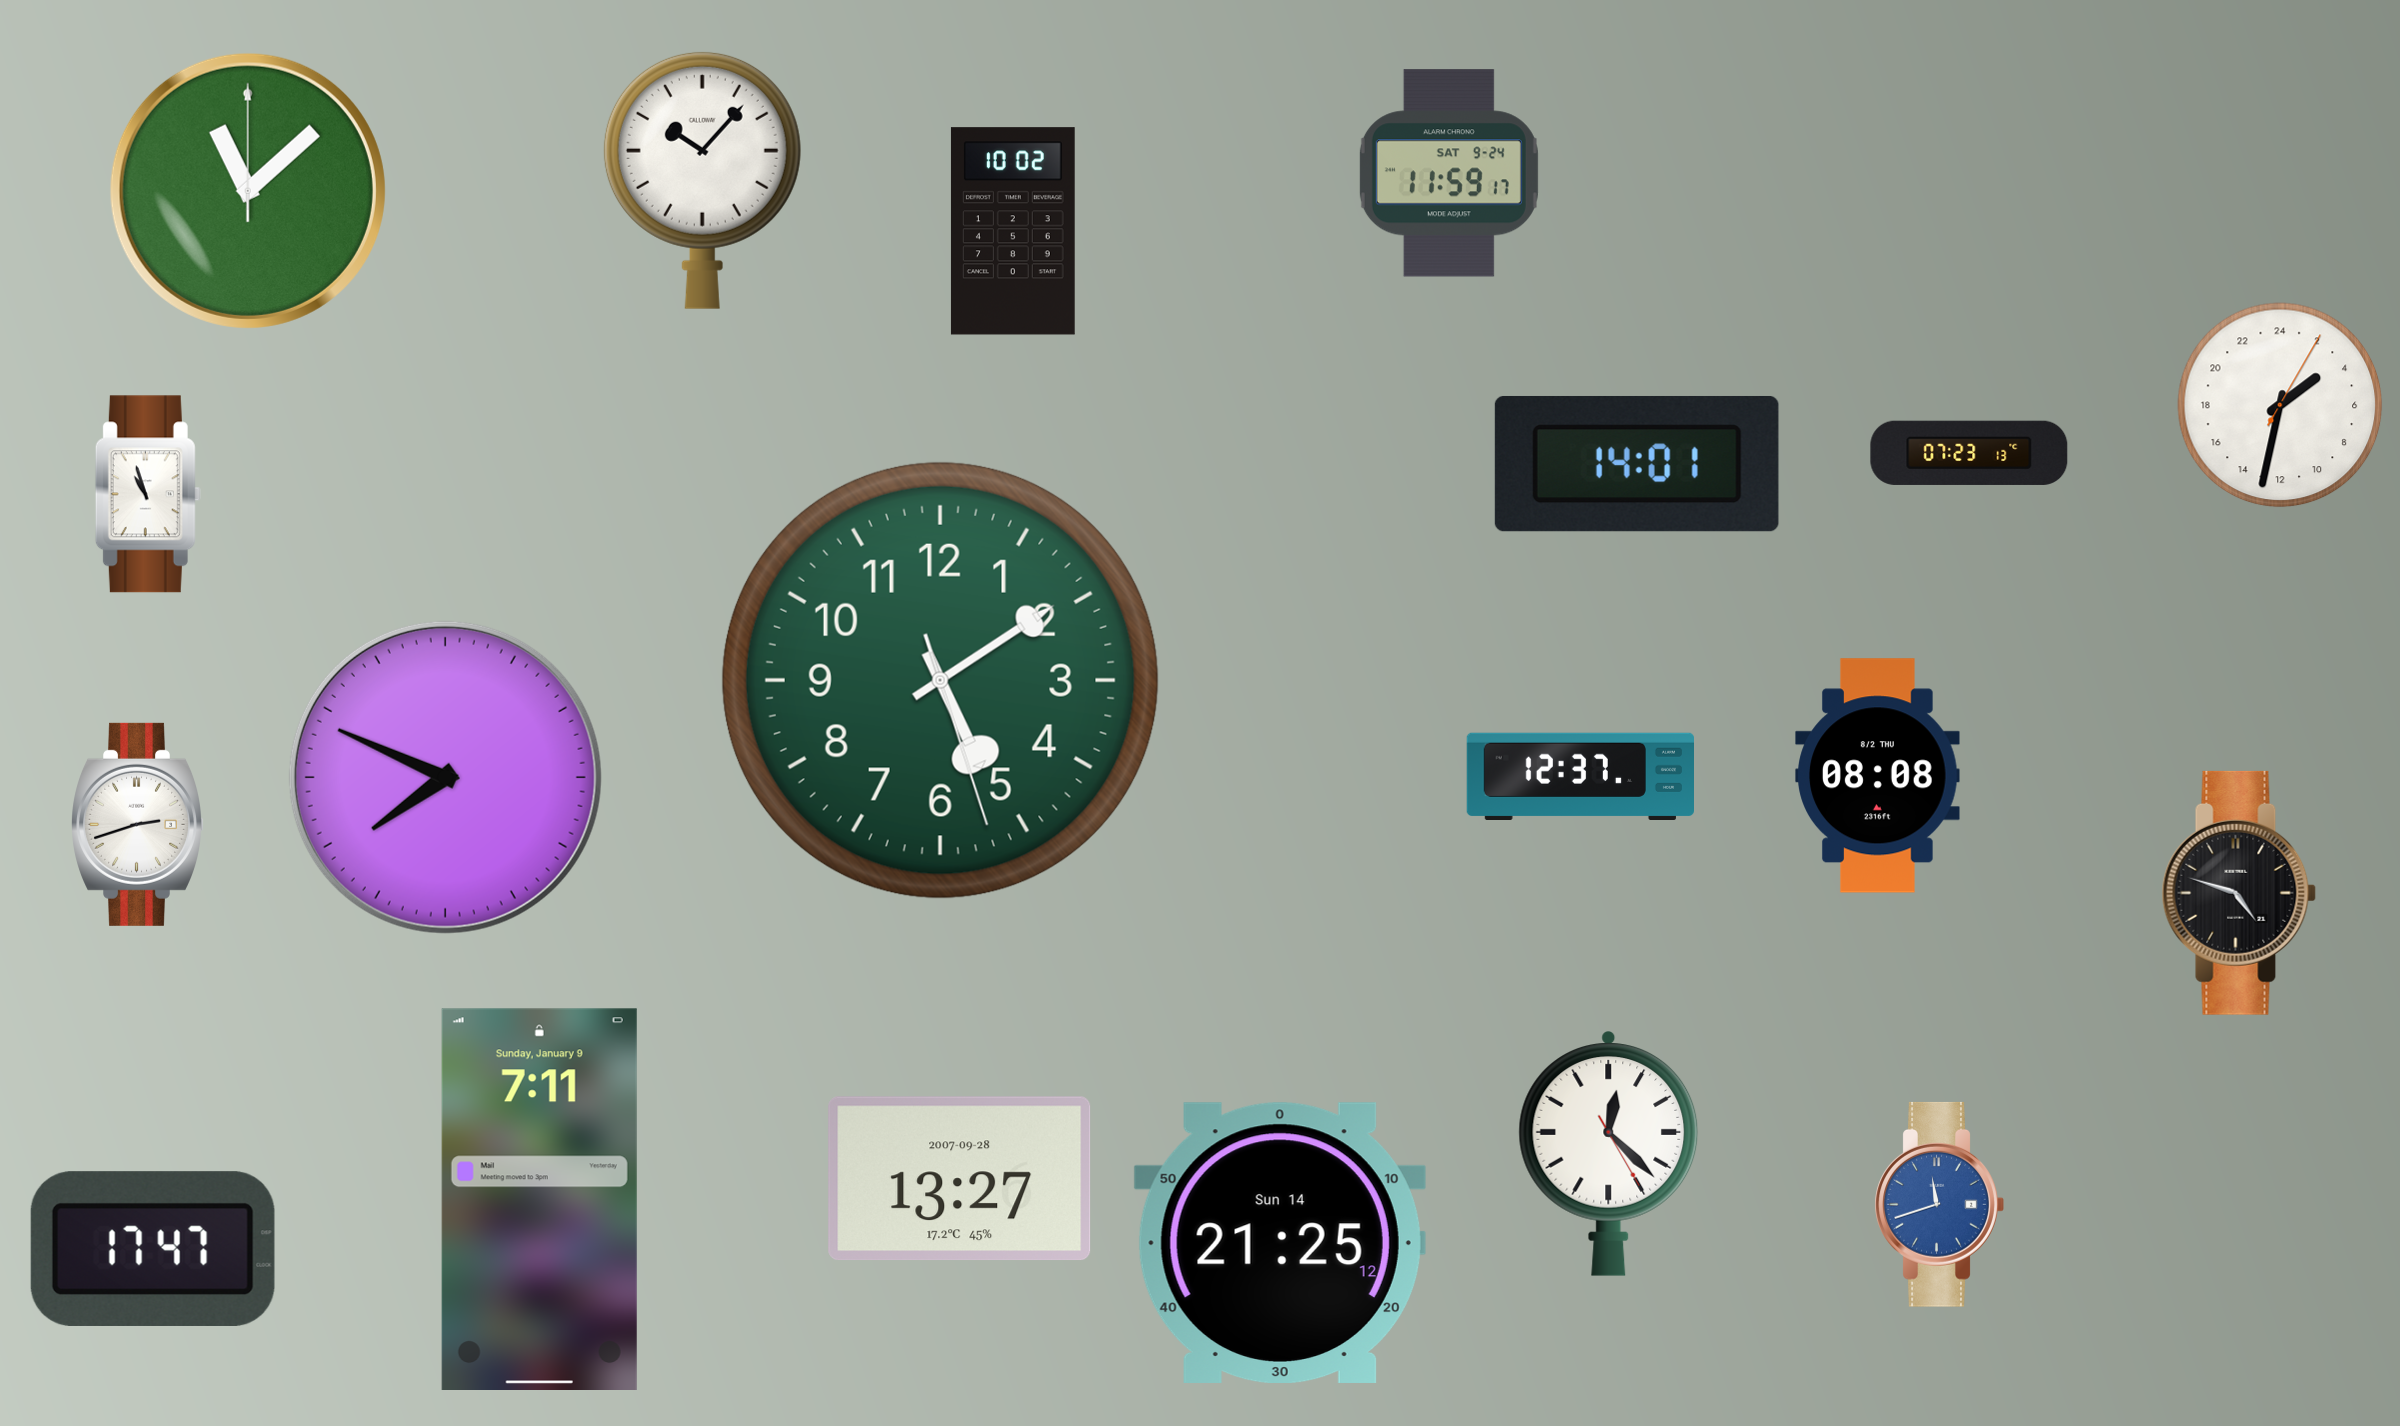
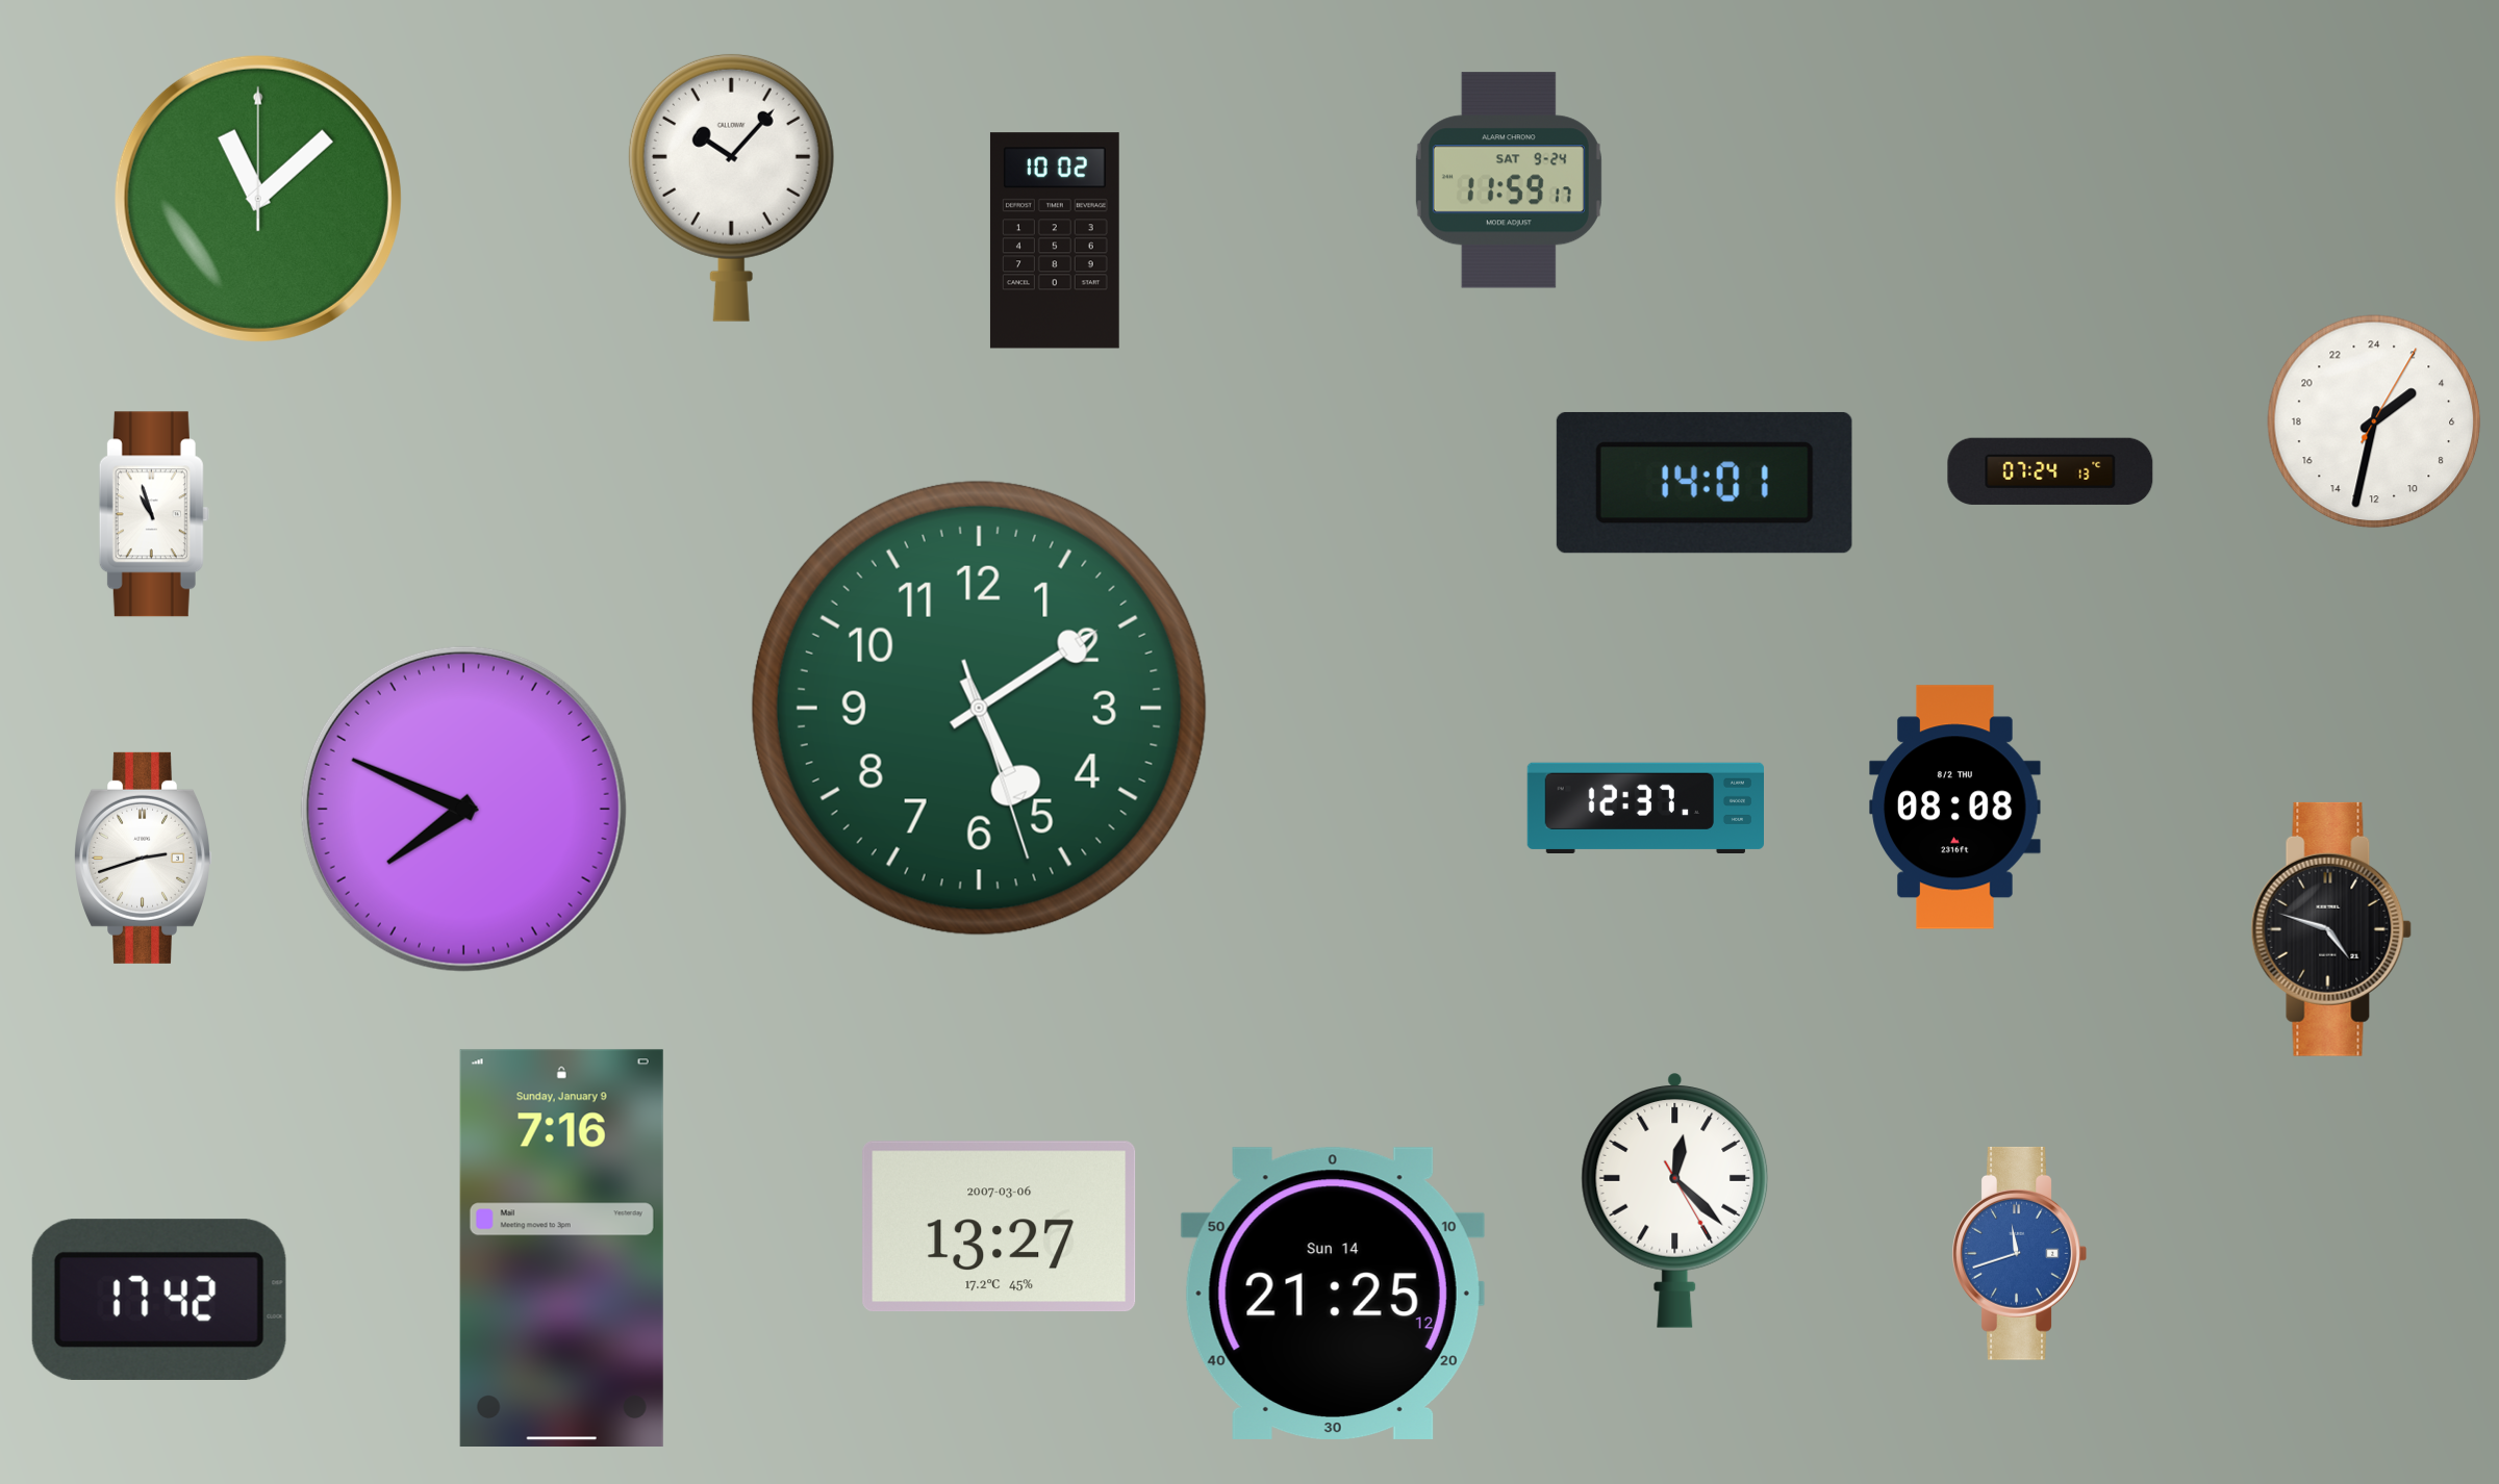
clock at (1969, 453): 07:23 -> 07:24
clock at (960, 1179) date: 2007-09-28 -> 2007-03-06
clock at (539, 1199): 7:11 -> 7:16
clock at (153, 1249): 17:47 -> 17:42
